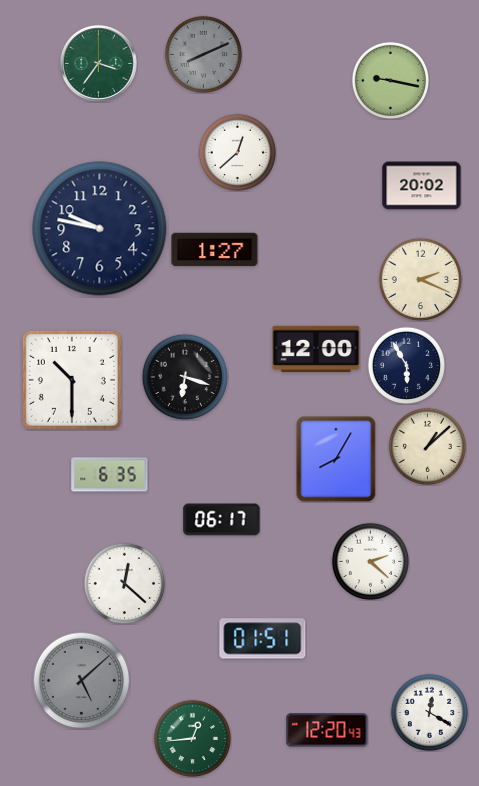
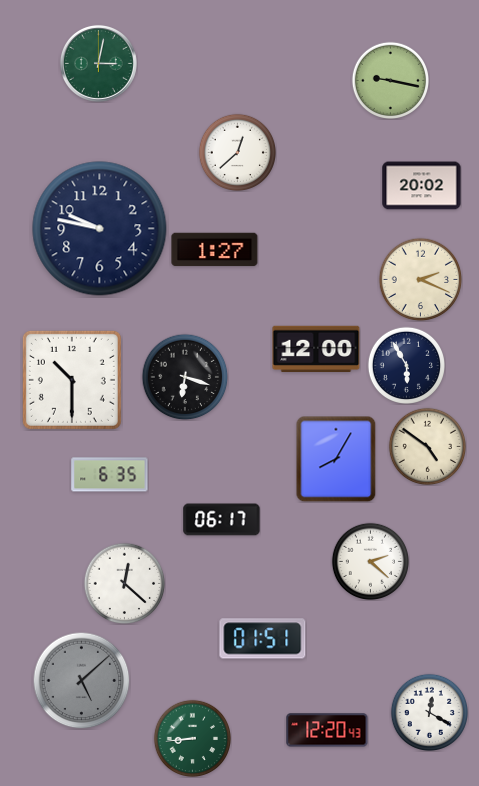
clock at (203, 54): 8:11 -> none
clock at (98, 63): 3:36 -> 3:02
clock at (427, 446): 1:08 -> 4:51
clock at (192, 738): 12:44 -> 8:44
